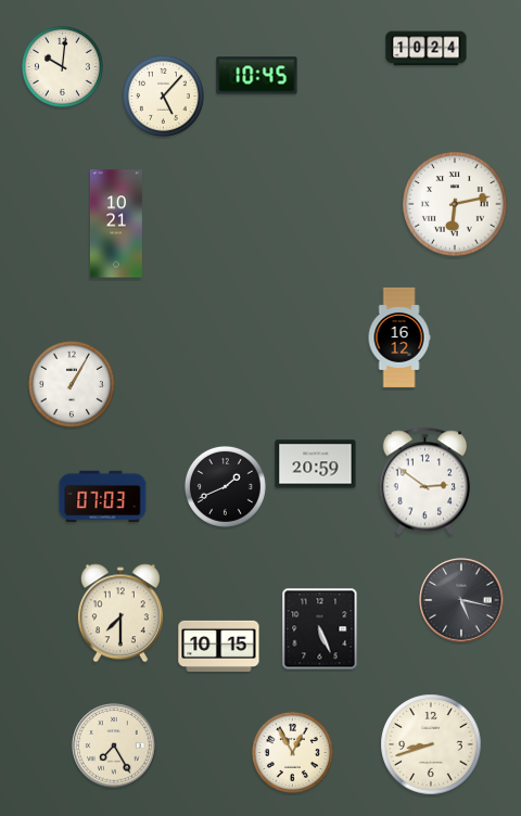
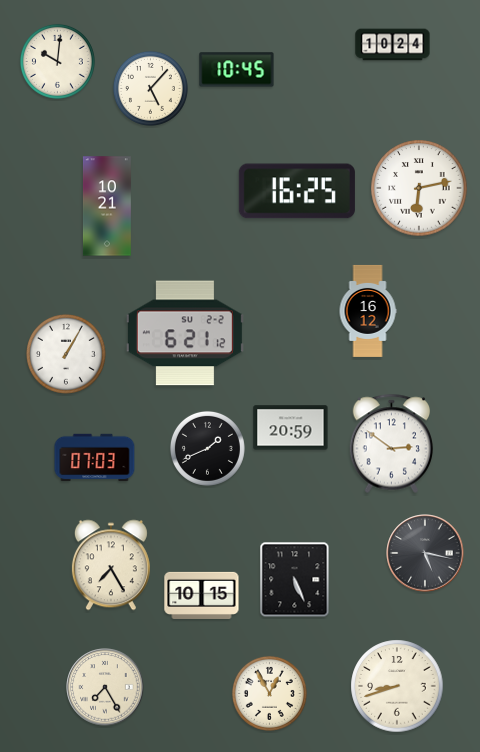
clock at (297, 191): none -> 16:25
clock at (185, 333): none -> 6:21
clock at (120, 613): 7:30 -> 7:25
